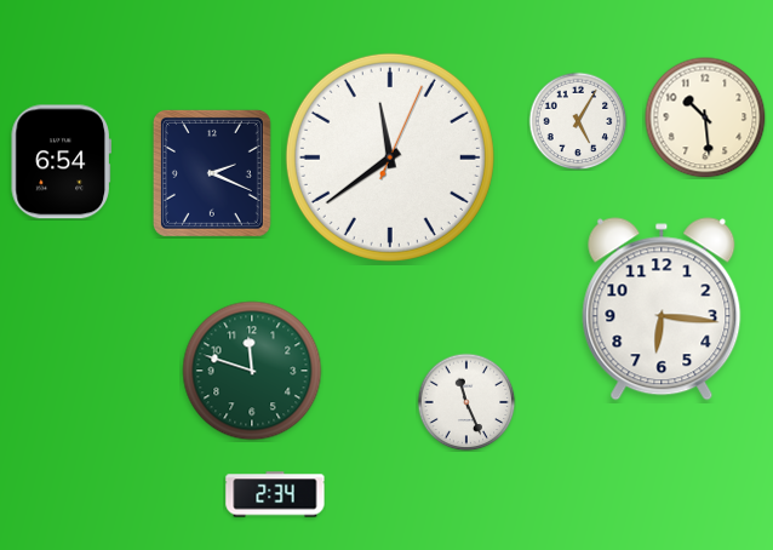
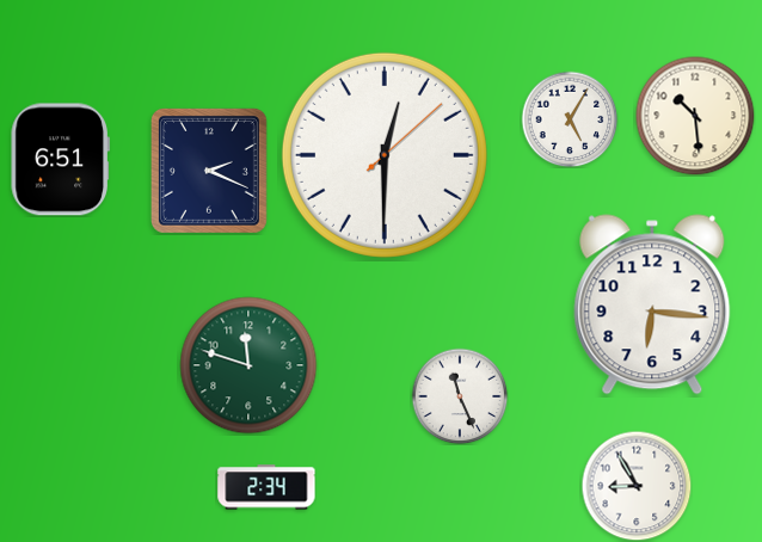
clock at (390, 157): 11:39 -> 12:30
clock at (61, 162): 6:54 -> 6:51
clock at (637, 486): none -> 8:55
clock at (275, 494) position: (275, 494) -> (266, 487)
